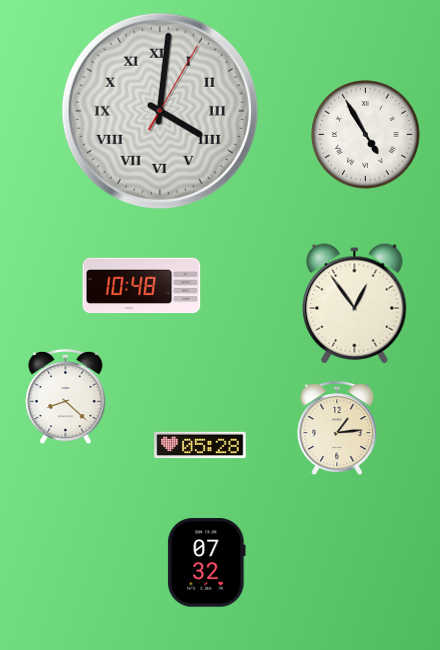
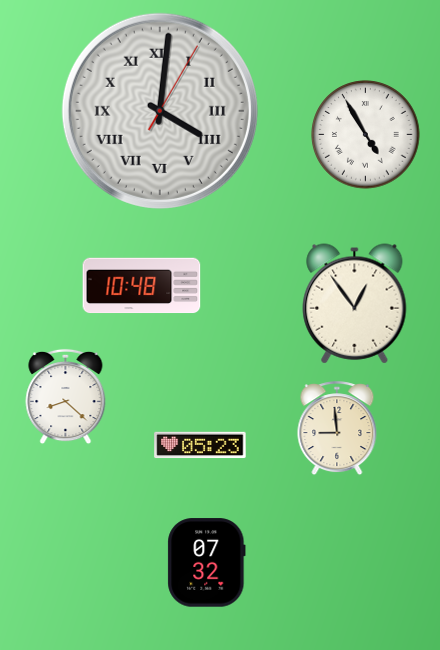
clock at (337, 428): 1:14 -> 8:59
clock at (200, 445): 05:28 -> 05:23
